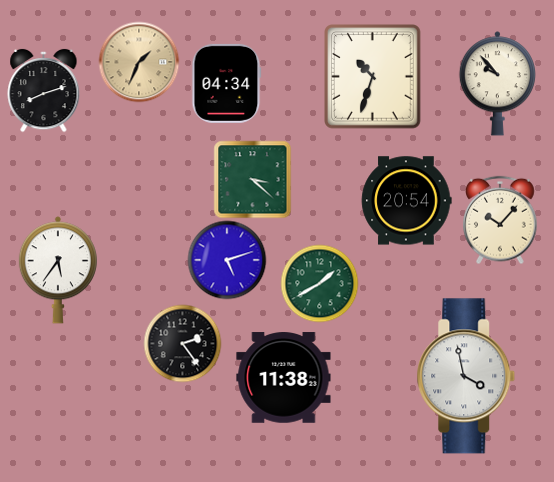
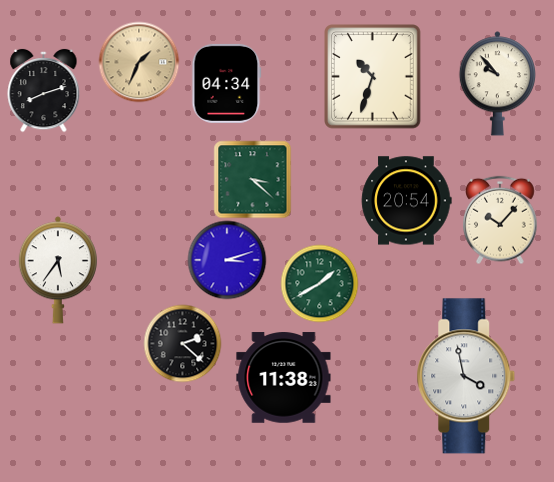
clock at (227, 260): 5:12 -> 3:12
clock at (182, 343): 2:24 -> 2:22
